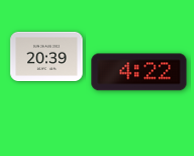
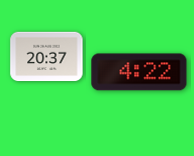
clock at (47, 57): 20:39 -> 20:37
